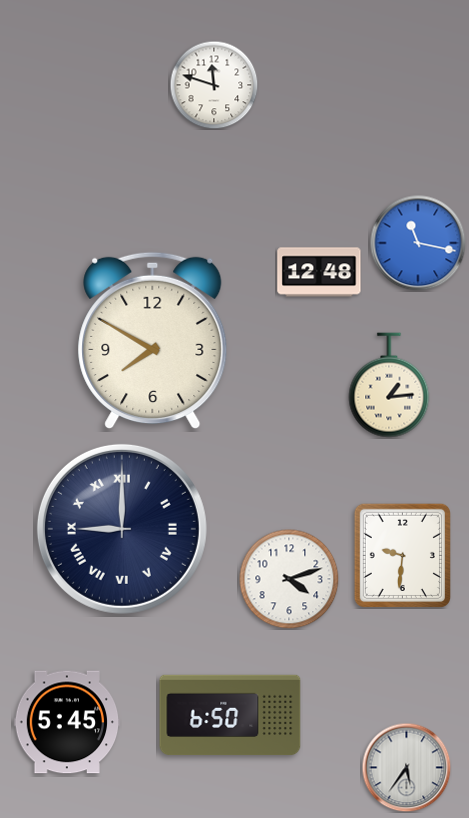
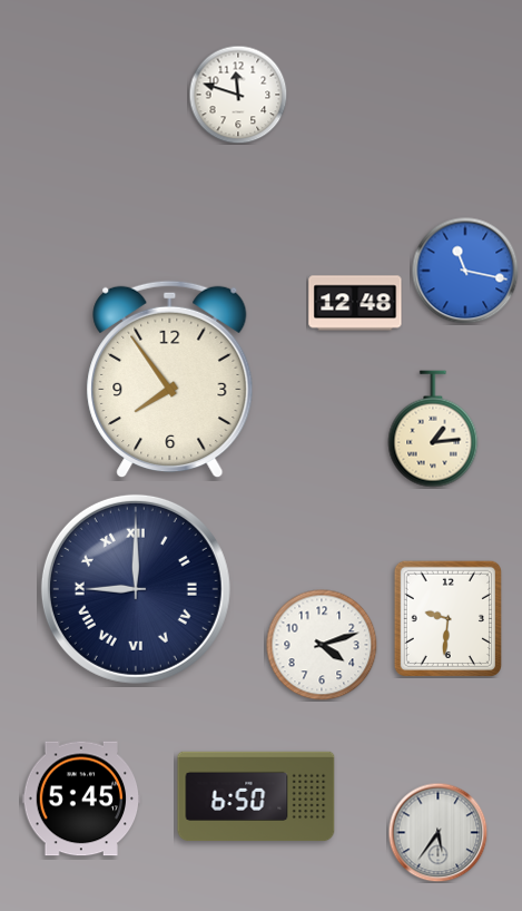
clock at (153, 341): 7:50 -> 7:54
clock at (67, 722) position: (67, 722) -> (81, 799)
clock at (406, 767) position: (406, 767) -> (437, 832)
